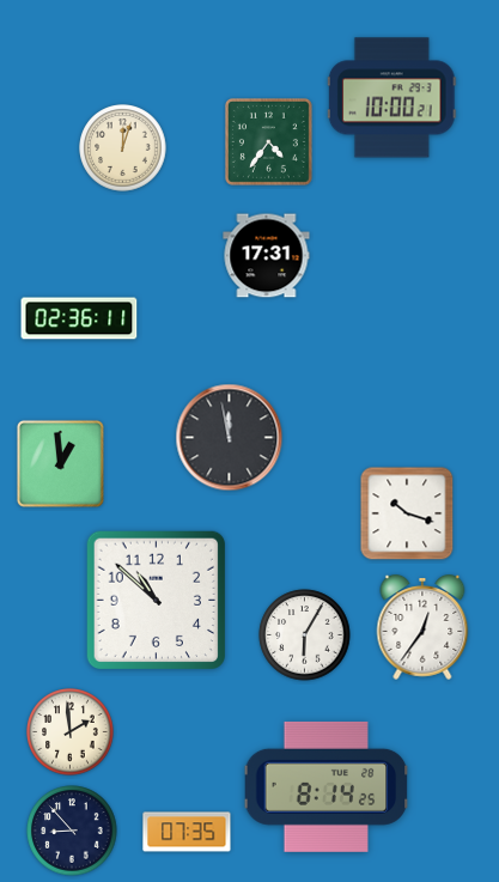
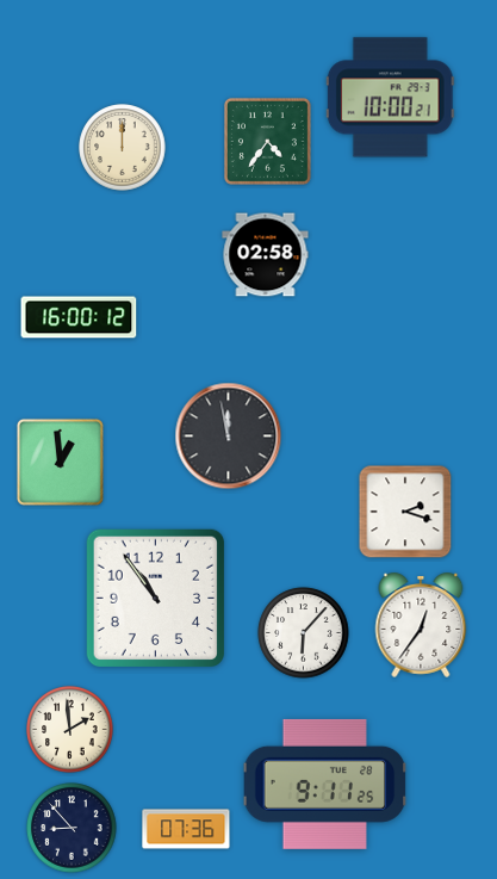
clock at (123, 148): 12:03 -> 12:00
clock at (267, 256): 17:31 -> 02:58
clock at (79, 318): 02:36 -> 16:00
clock at (407, 513): 10:18 -> 2:18
clock at (156, 600): 10:52 -> 10:54
clock at (305, 635): 6:05 -> 6:07
clock at (327, 786): 8:14 -> 9:11
clock at (187, 832): 07:35 -> 07:36
